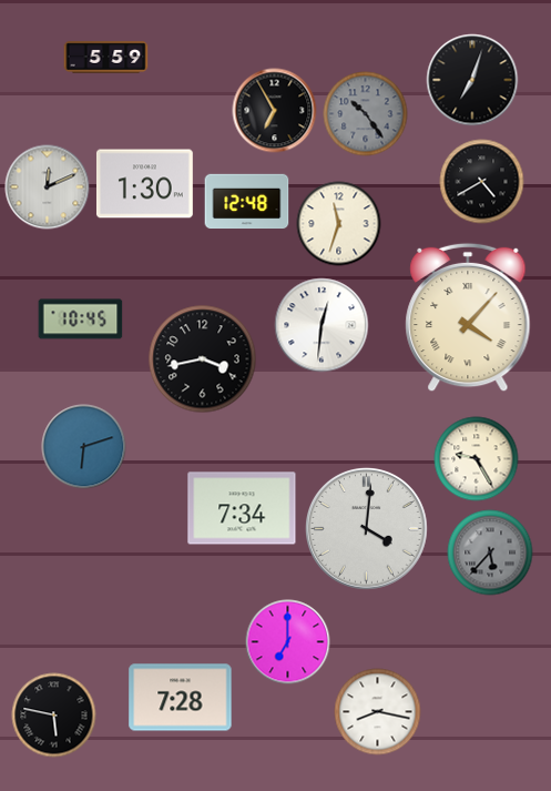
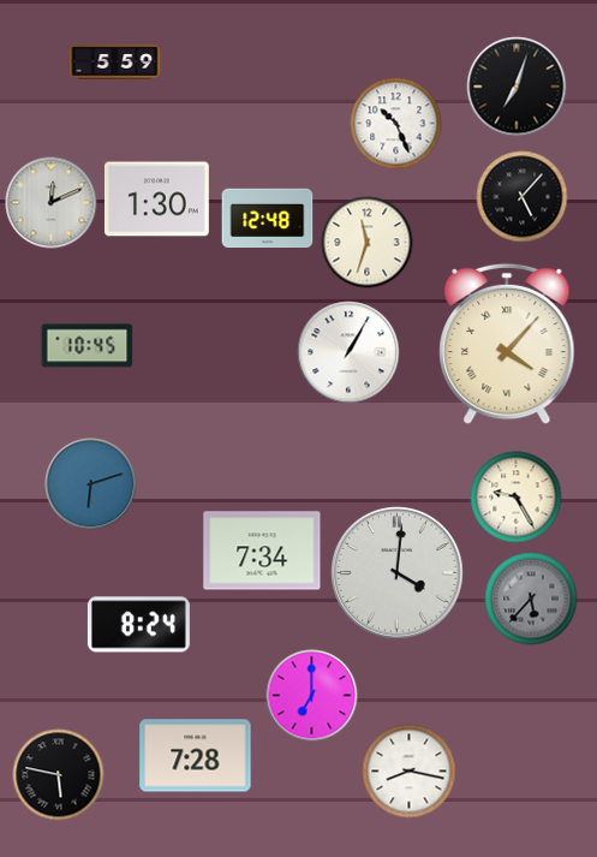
clock at (472, 80) position: (472, 80) -> (517, 87)
clock at (275, 111): 6:55 -> none
clock at (366, 114): 10:24 -> 10:26
clock at (366, 114) dial: grey -> white
clock at (482, 182): 4:40 -> 5:07
clock at (322, 325): 12:31 -> 1:05
clock at (203, 359): 3:43 -> none
clock at (138, 625): none -> 8:24
